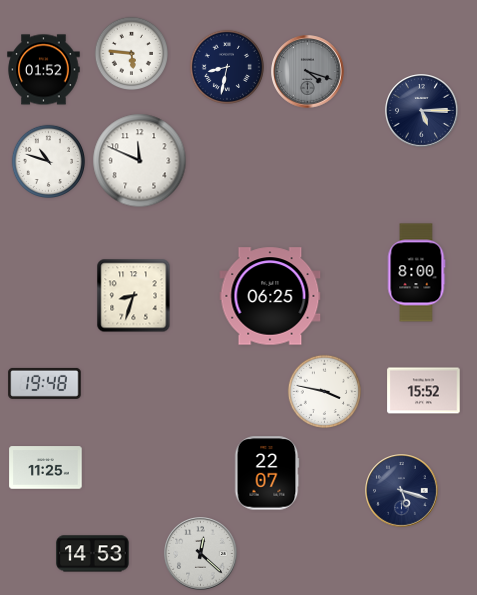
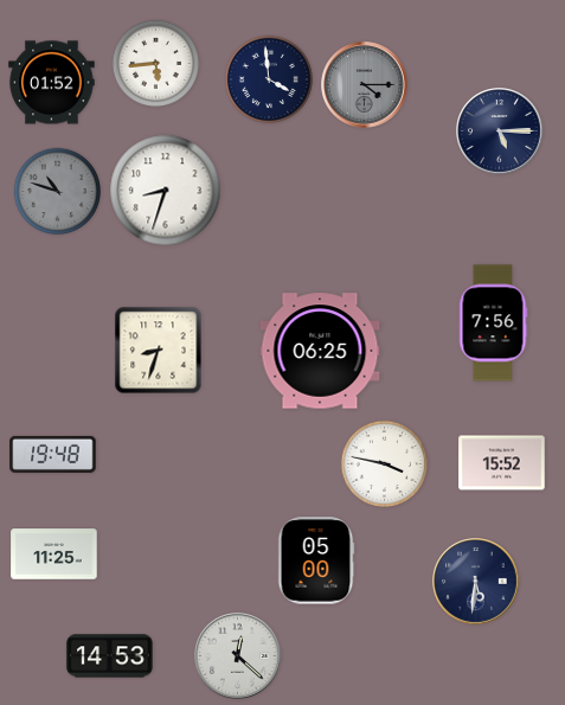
clock at (131, 53): 5:46 -> 5:44
clock at (227, 67): 8:32 -> 3:59
clock at (308, 72): 4:18 -> 4:15
clock at (48, 161) dial: white -> grey
clock at (140, 161): 11:49 -> 8:33
clock at (416, 273): 8:00 -> 7:56
clock at (267, 473): 22:07 -> 05:00
clock at (402, 491): 5:18 -> 5:31
